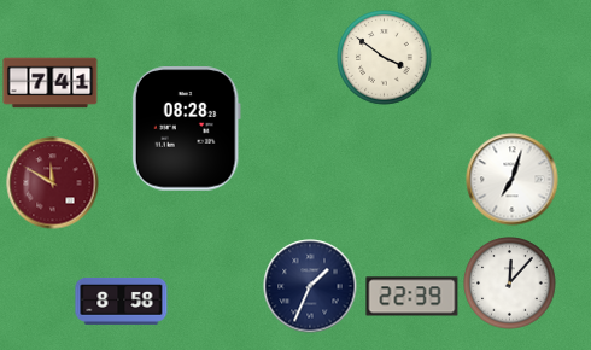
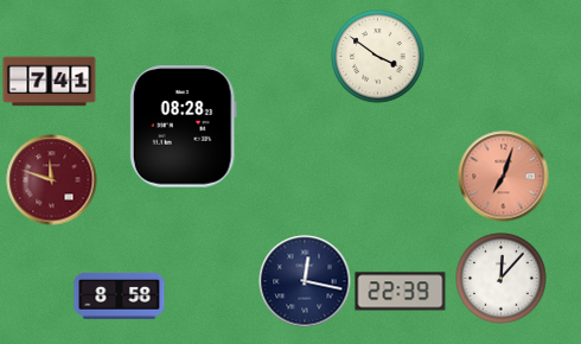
clock at (513, 180) dial: white -> salmon
clock at (53, 183): 11:50 -> 11:48
clock at (310, 286): 1:34 -> 12:17
clock at (412, 297) position: (412, 297) -> (401, 292)
